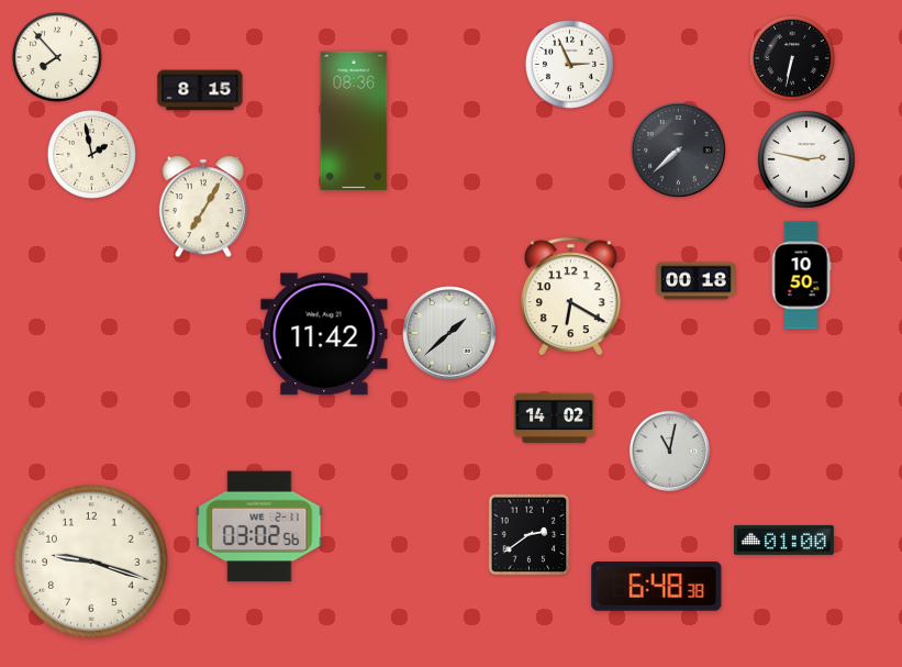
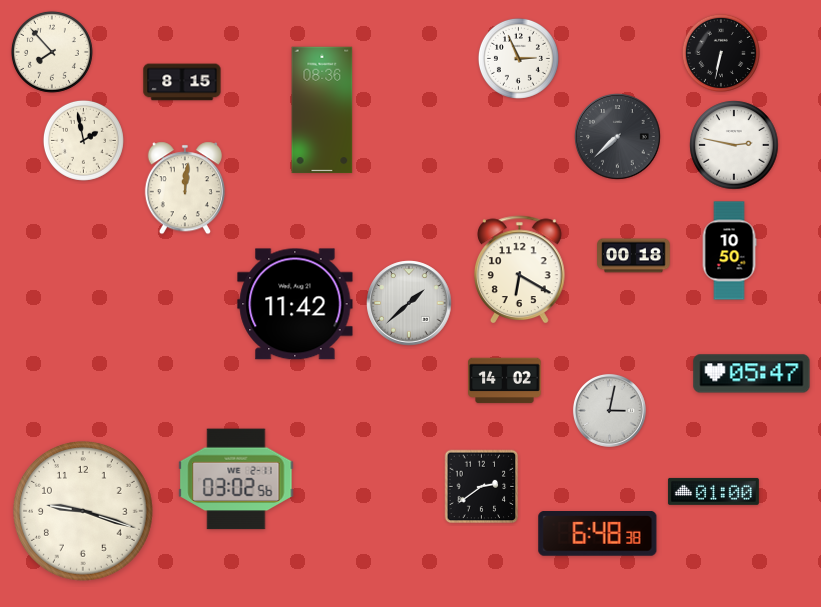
clock at (203, 207): 7:05 -> 12:01
clock at (752, 374): none -> 05:47
clock at (669, 451): 11:02 -> 3:02
